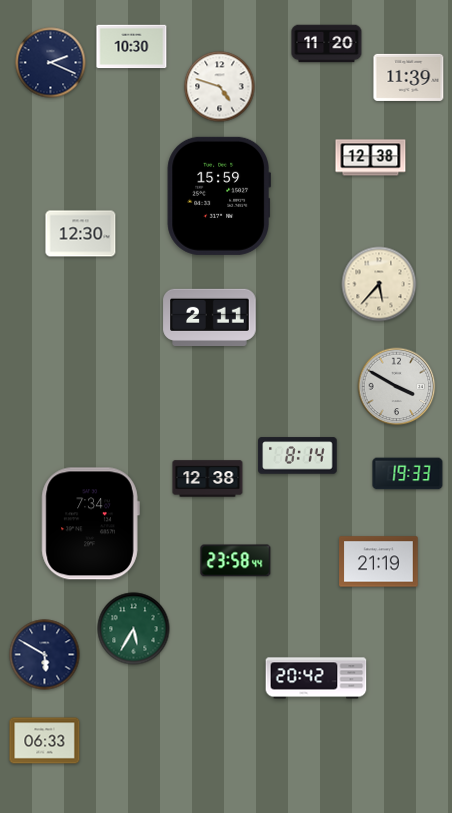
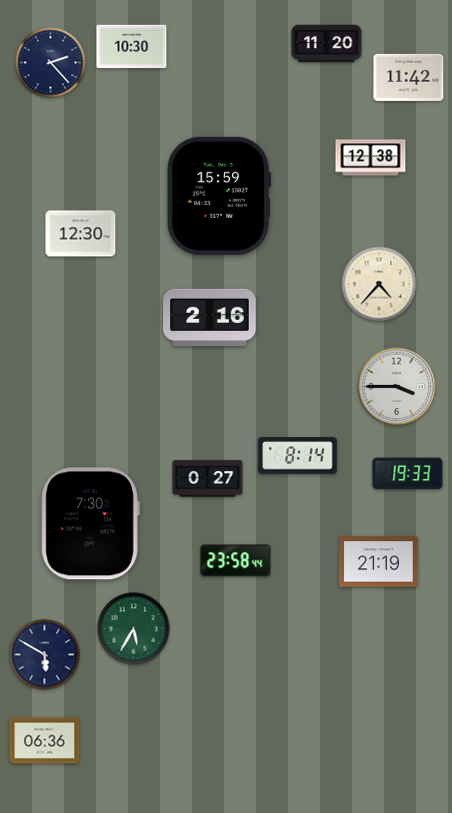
clock at (51, 63): 2:19 -> 2:23
clock at (409, 77): 11:39 -> 11:42
clock at (220, 87): 4:48 -> none
clock at (379, 284): 5:37 -> 4:37
clock at (210, 317): 2:11 -> 2:16
clock at (397, 387): 3:50 -> 3:45
clock at (208, 479): 12:38 -> 0:27
clock at (90, 524): 7:34 -> 7:30
clock at (316, 678): 20:42 -> none
clock at (45, 741): 06:33 -> 06:36
